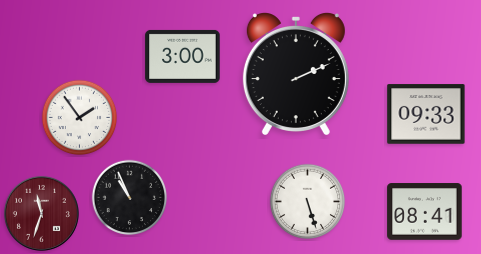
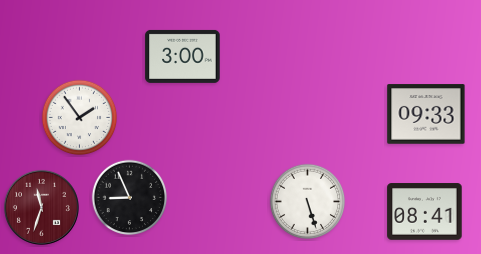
clock at (296, 74): 2:11 -> none
clock at (130, 198): 10:56 -> 8:56
clock at (41, 213) position: (41, 213) -> (41, 207)
